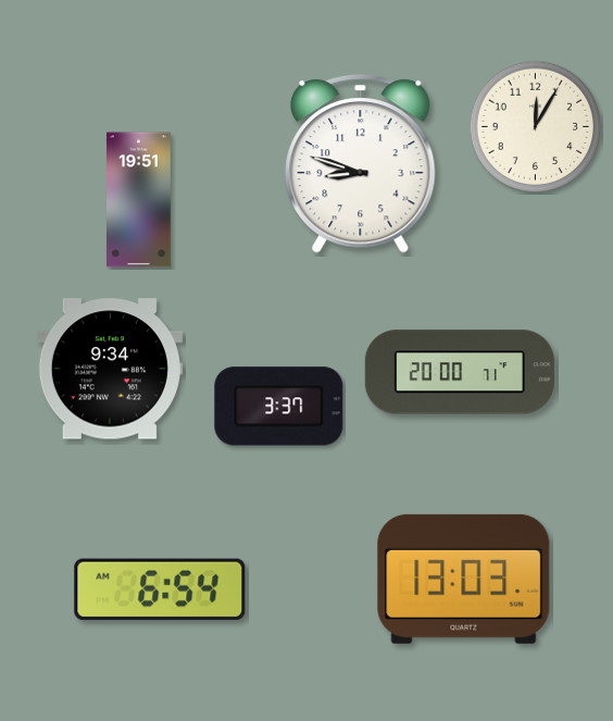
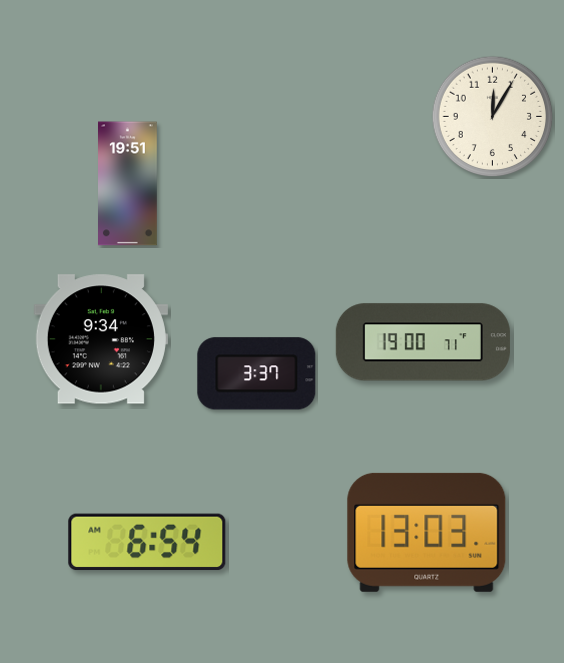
clock at (361, 164): 8:48 -> none
clock at (460, 372): 20:00 -> 19:00
